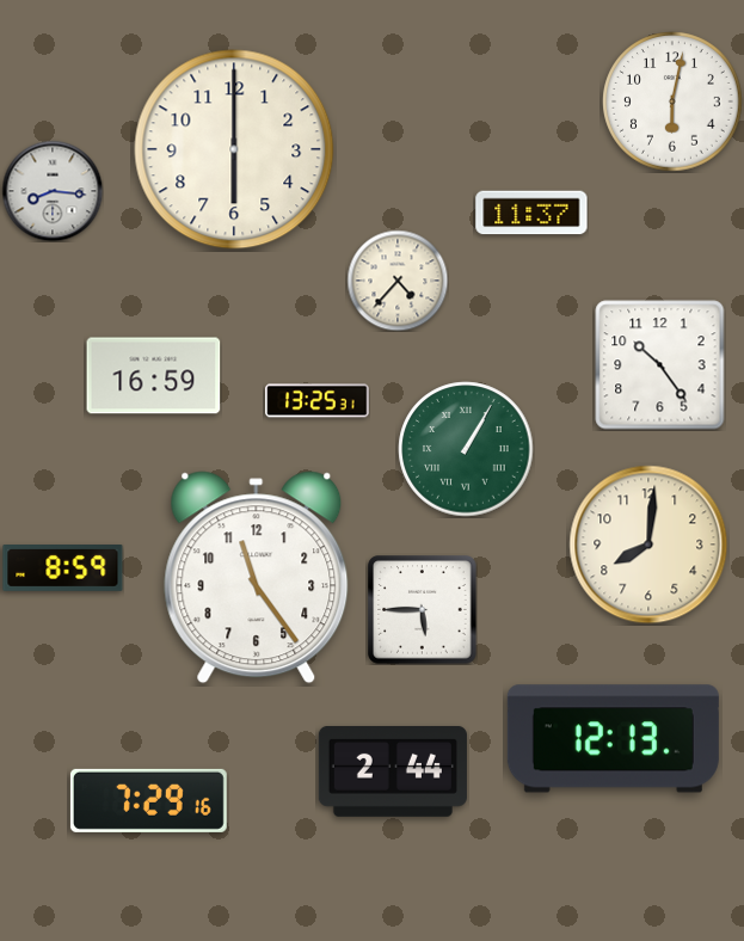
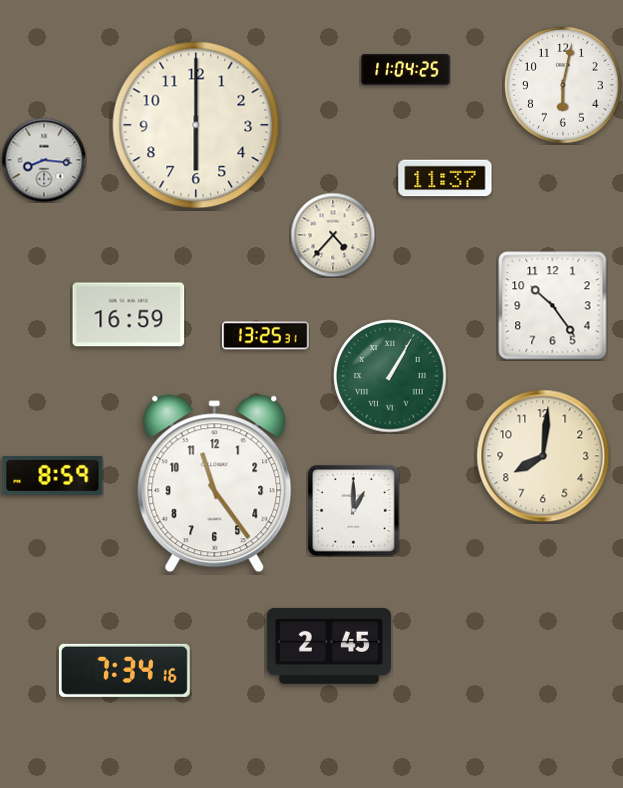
clock at (406, 70): none -> 11:04
clock at (423, 610): 5:45 -> 1:00
clock at (613, 739): 12:13 -> none
clock at (393, 771): 2:44 -> 2:45
clock at (148, 800): 7:29 -> 7:34
